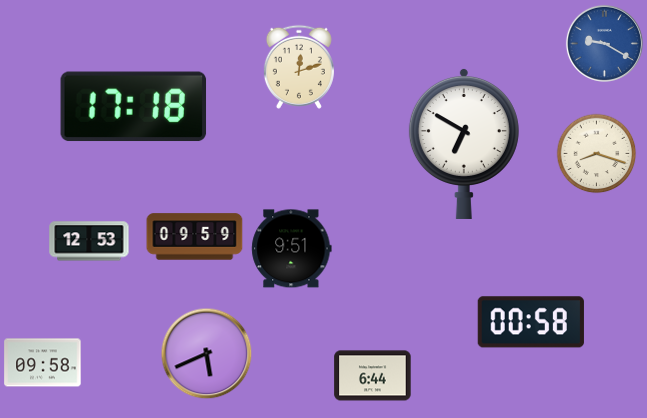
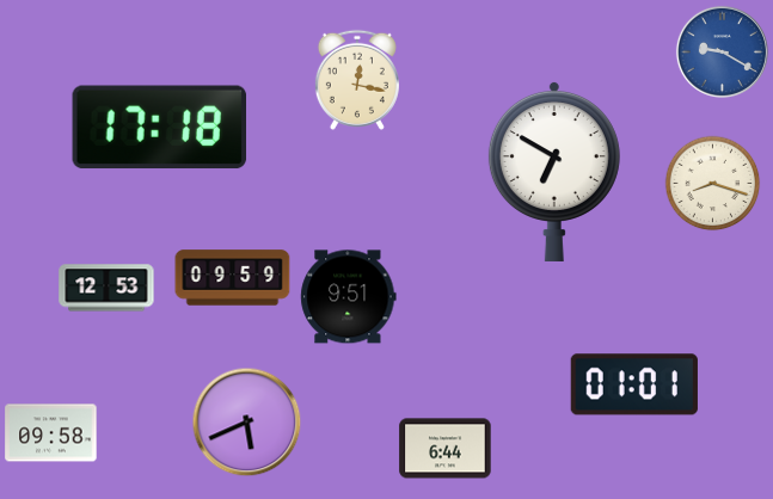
clock at (299, 67): 12:12 -> 12:17
clock at (195, 237) position: (195, 237) -> (233, 278)
clock at (531, 322): 00:58 -> 01:01
